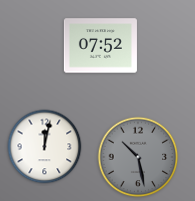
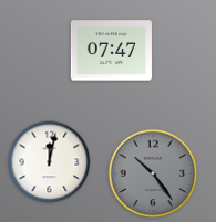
clock at (100, 46): 07:52 -> 07:47
clock at (138, 157): 10:28 -> 10:24
